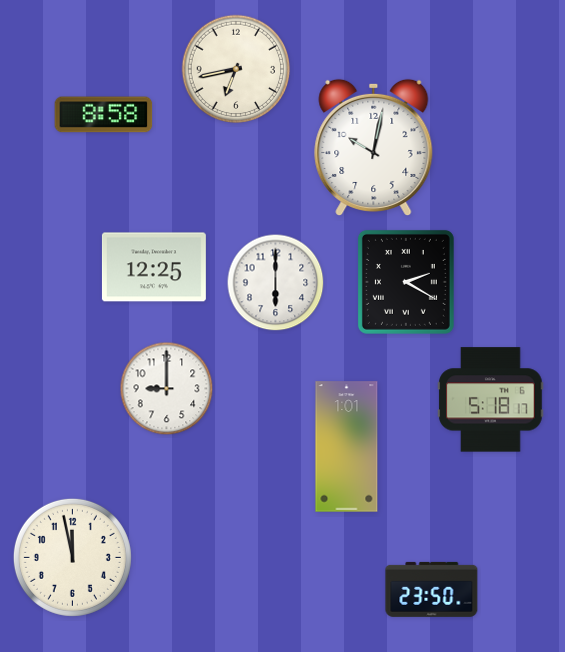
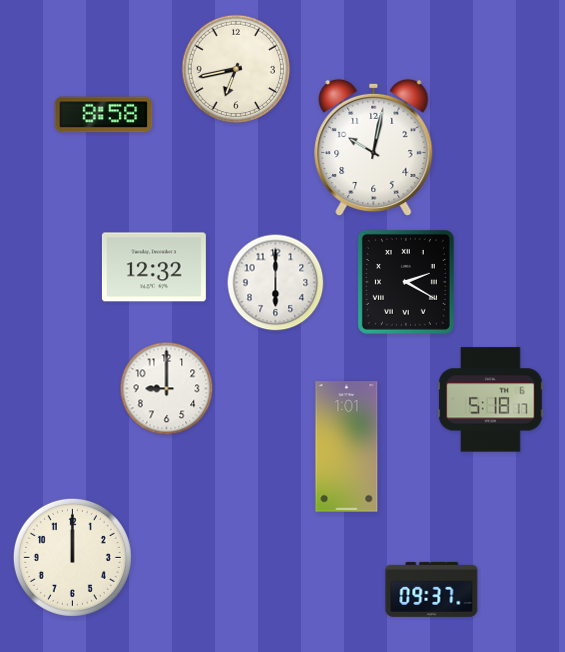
clock at (154, 267): 12:25 -> 12:32
clock at (72, 557): 11:58 -> 12:00
clock at (432, 589): 23:50 -> 09:37
